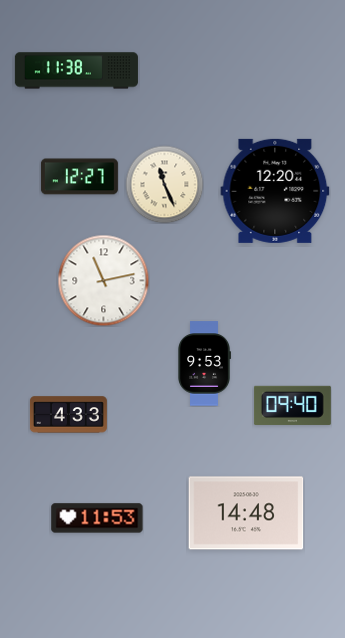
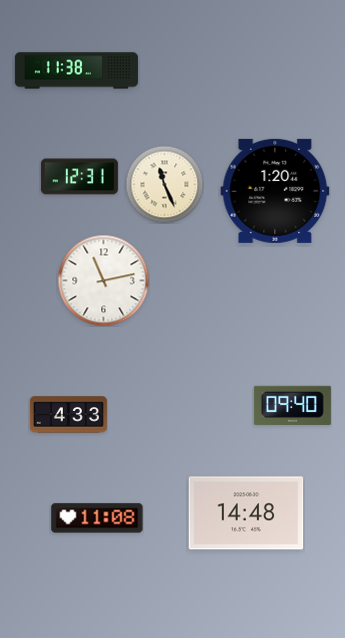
clock at (79, 177): 12:27 -> 12:31
clock at (275, 191): 12:20 -> 1:20
clock at (204, 364): 9:53 -> none
clock at (97, 518): 11:53 -> 11:08
